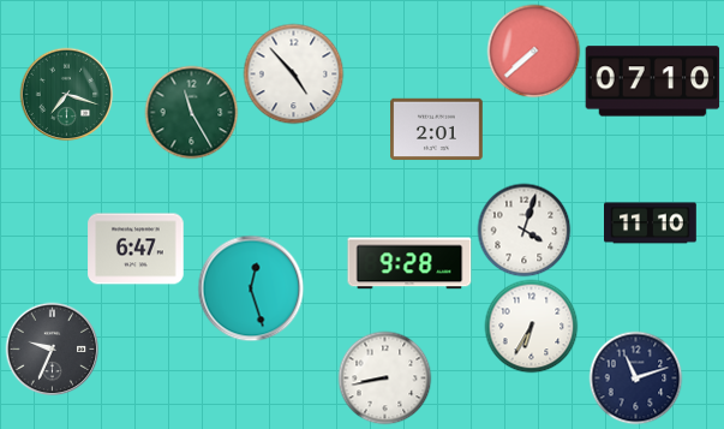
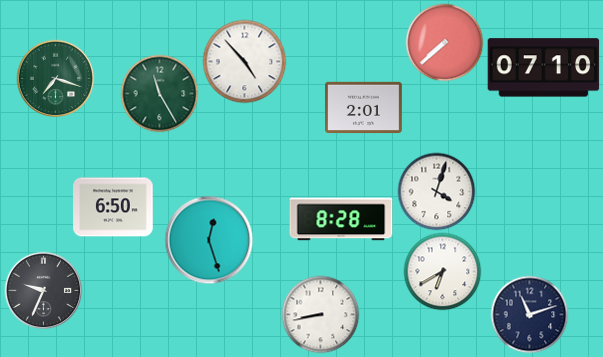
clock at (651, 224): 11:10 -> none
clock at (136, 249): 6:47 -> 6:50
clock at (409, 263): 9:28 -> 8:28
clock at (531, 326): 6:35 -> 6:40
